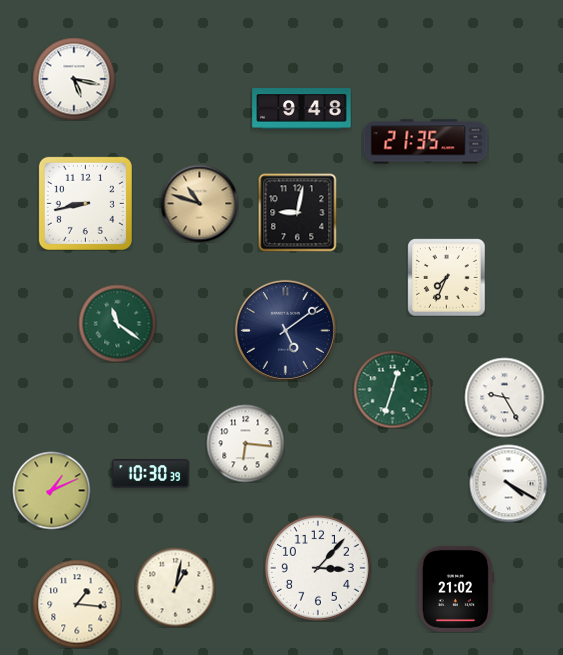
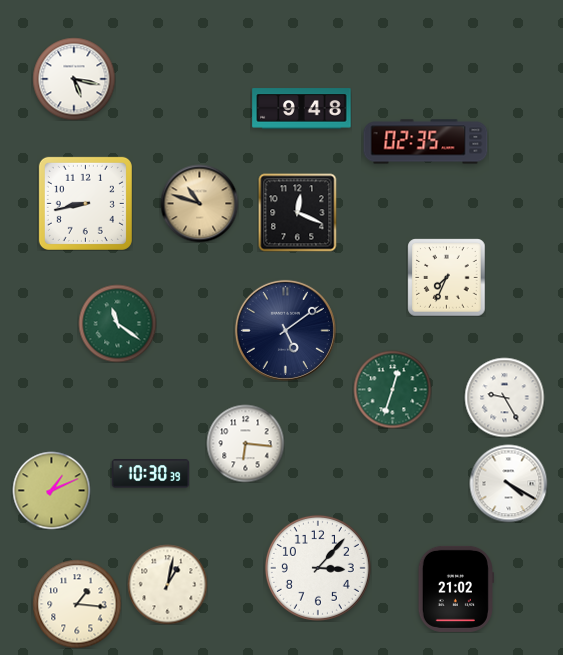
clock at (426, 142): 21:35 -> 02:35
clock at (297, 212): 9:02 -> 12:19
clock at (175, 587) position: (175, 587) -> (167, 584)
